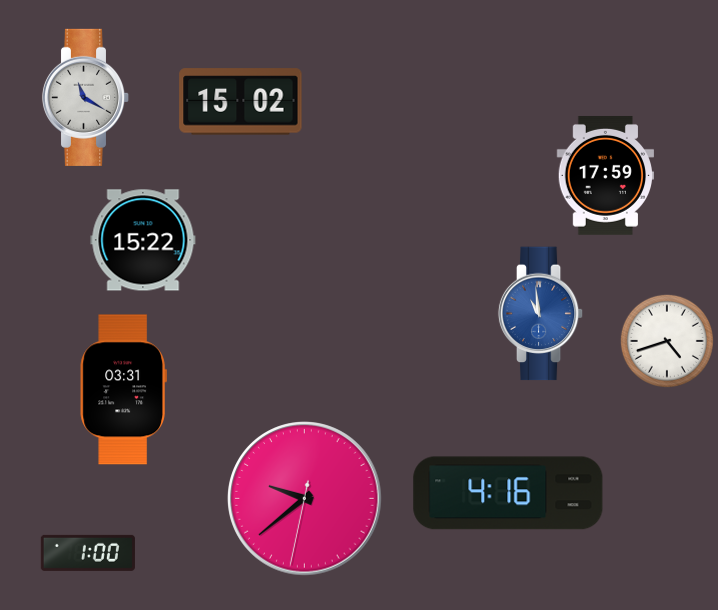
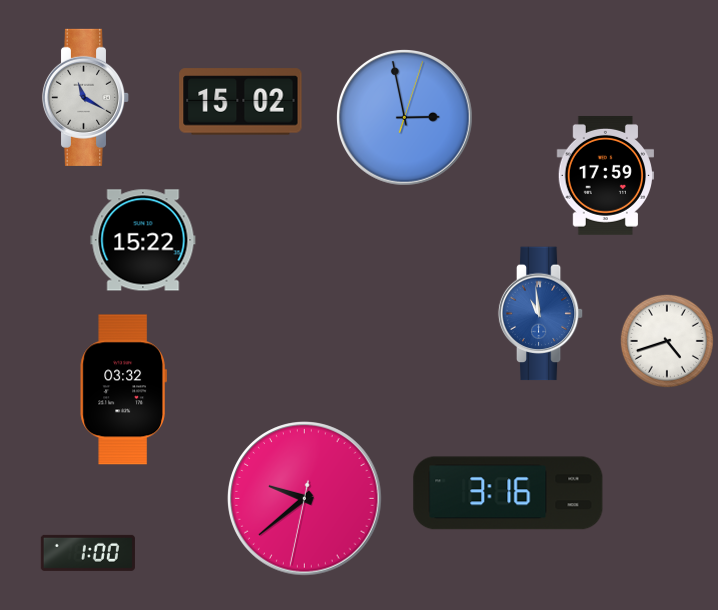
clock at (405, 118): none -> 2:58
clock at (123, 390): 03:31 -> 03:32
clock at (508, 493): 4:16 -> 3:16
